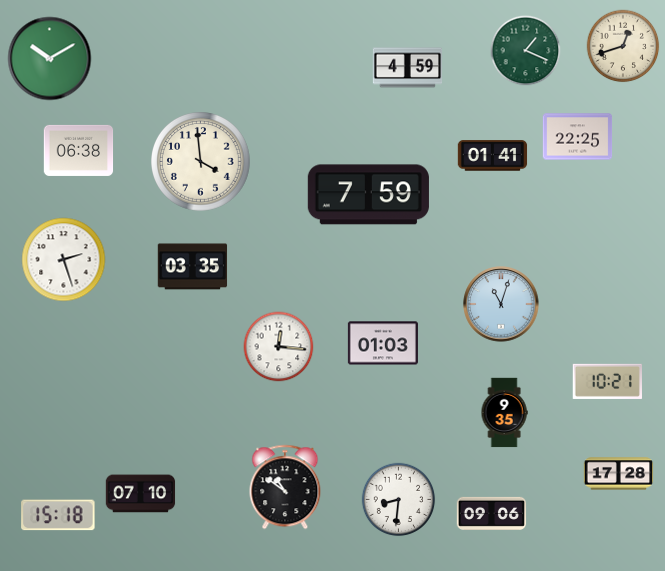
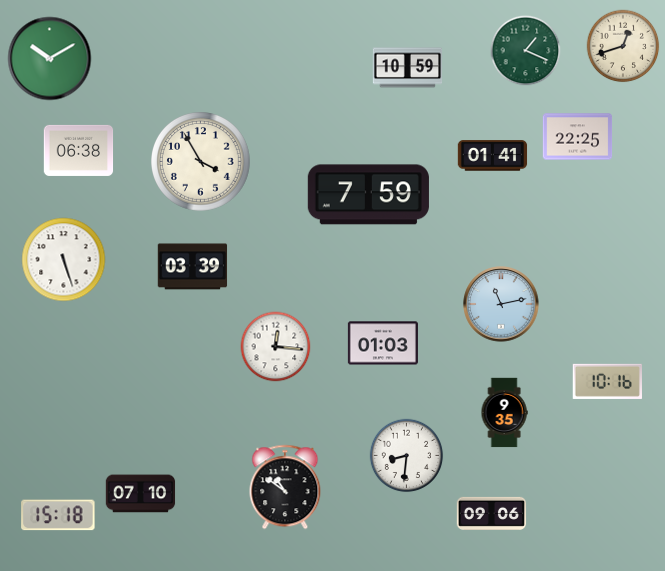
clock at (408, 68): 4:59 -> 10:59
clock at (201, 162): 3:59 -> 3:55
clock at (64, 260): 2:27 -> 5:27
clock at (193, 267): 03:35 -> 03:39
clock at (501, 304): 11:03 -> 11:13
clock at (279, 347) position: (279, 347) -> (276, 347)
clock at (607, 381): 10:21 -> 10:16
clock at (619, 474): 17:28 -> none
clock at (399, 500) position: (399, 500) -> (407, 456)
